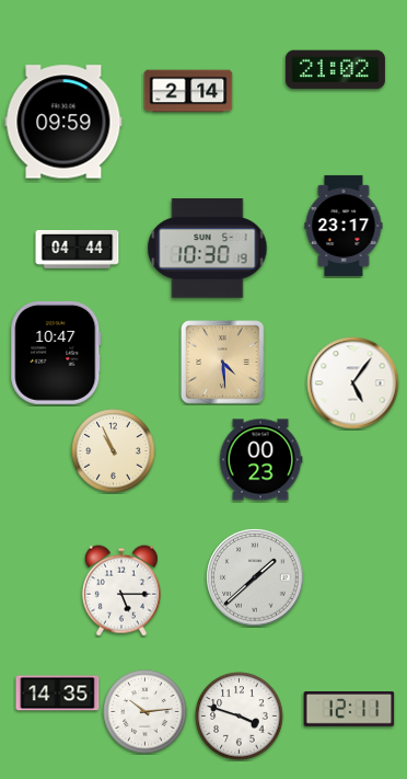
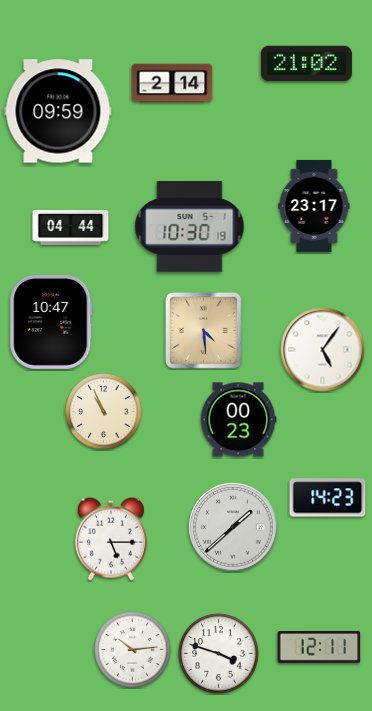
clock at (328, 498): none -> 14:23
clock at (58, 694): 14:35 -> none
